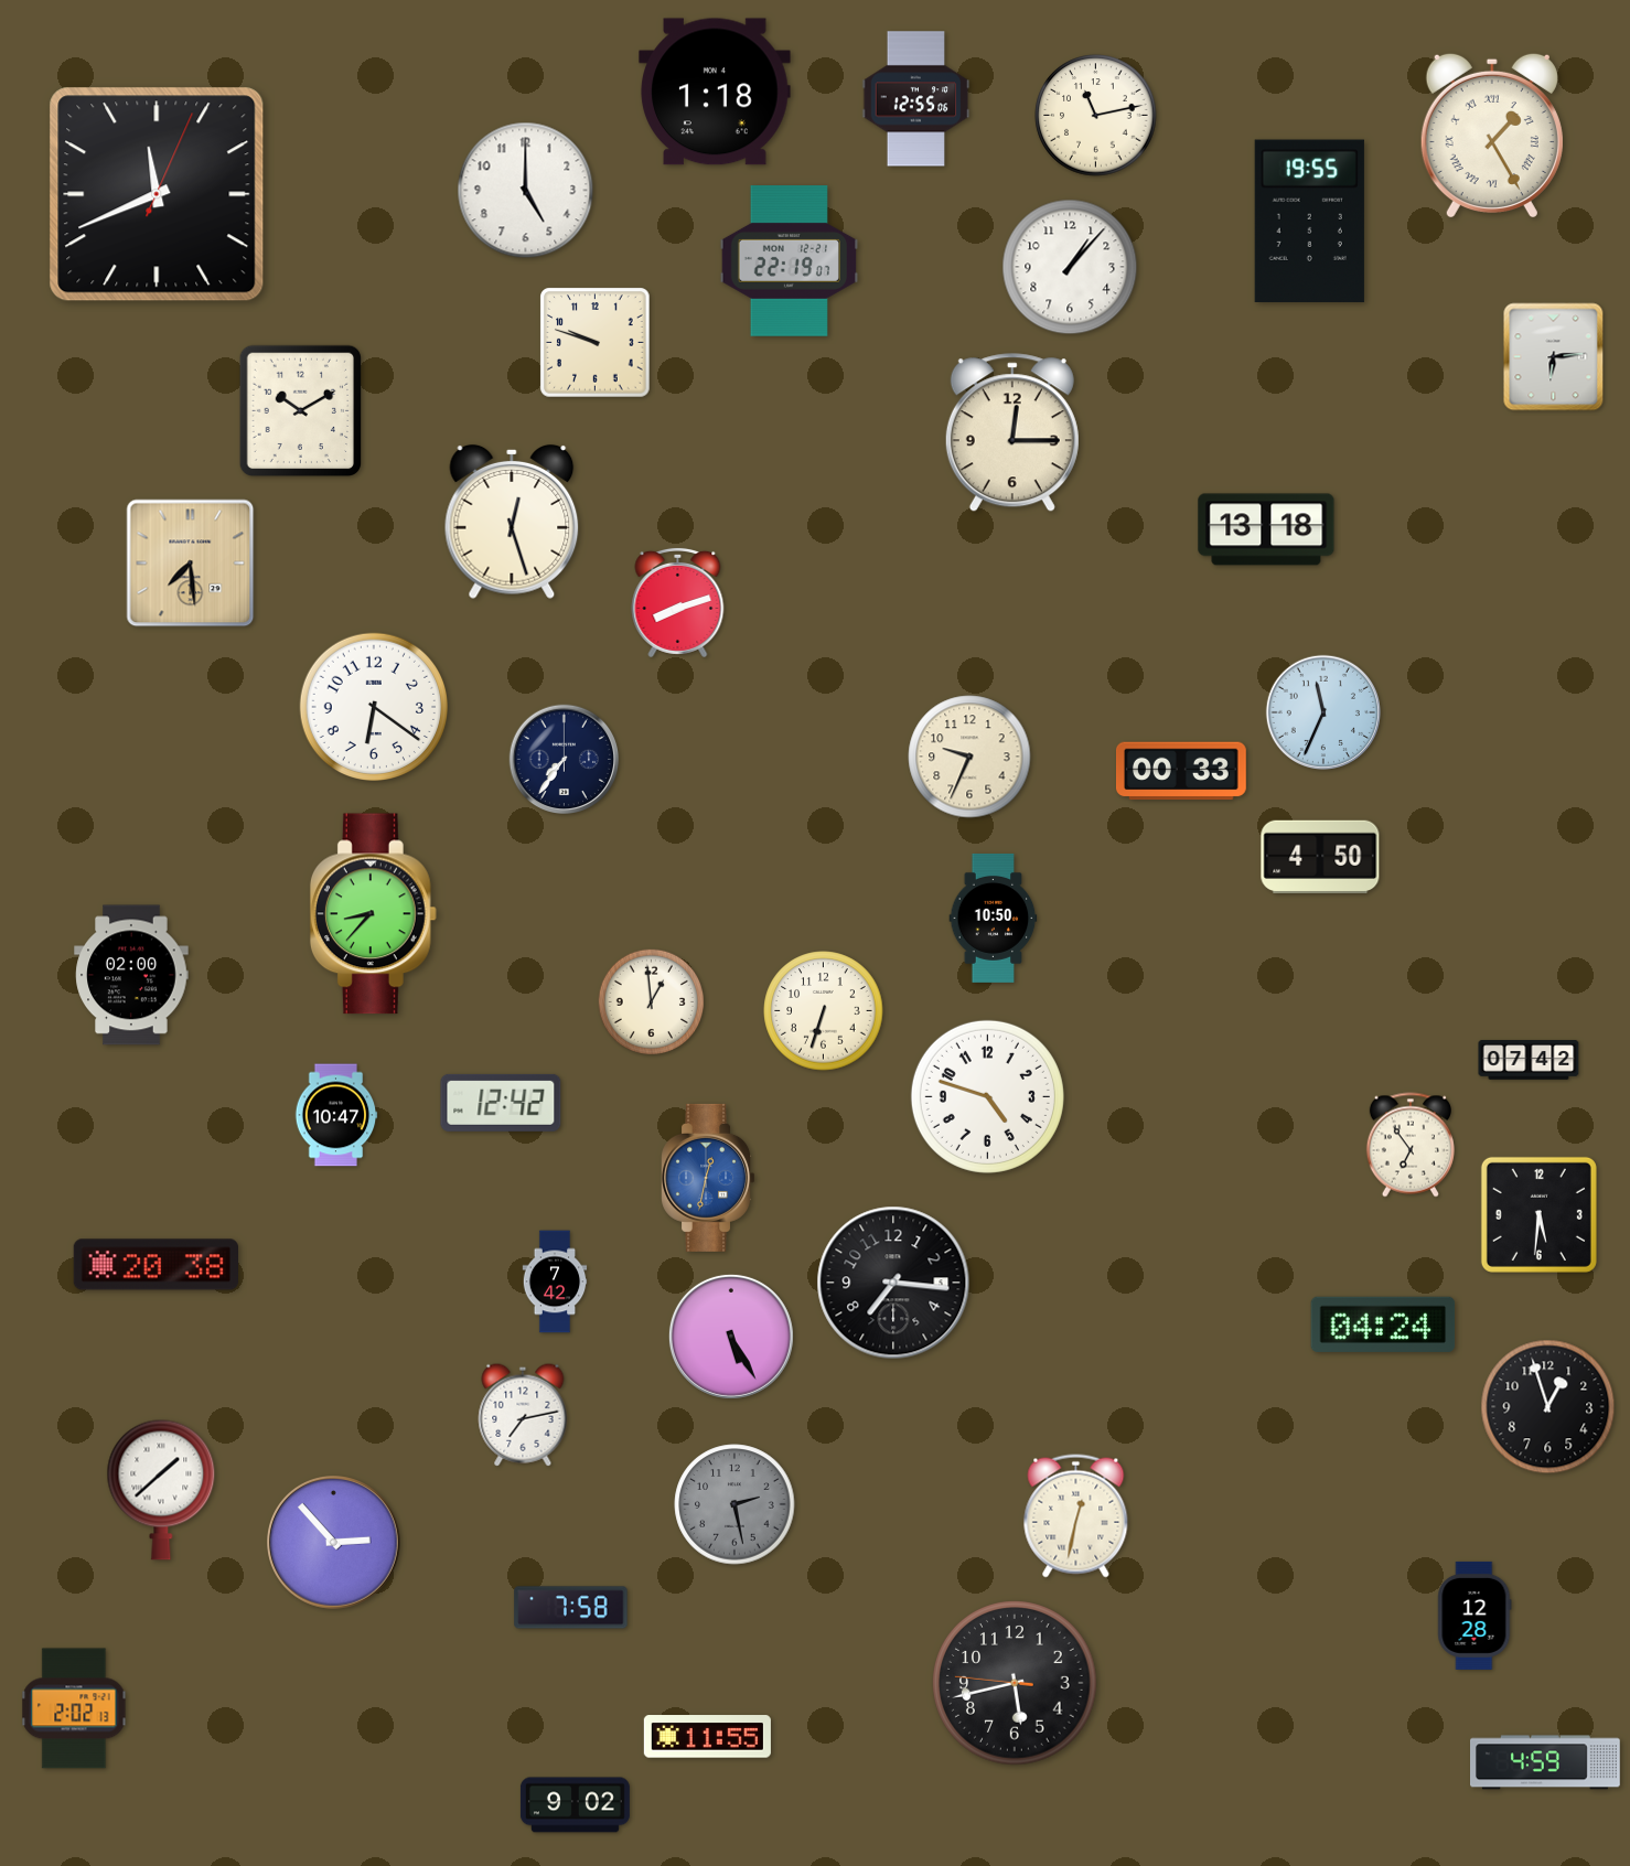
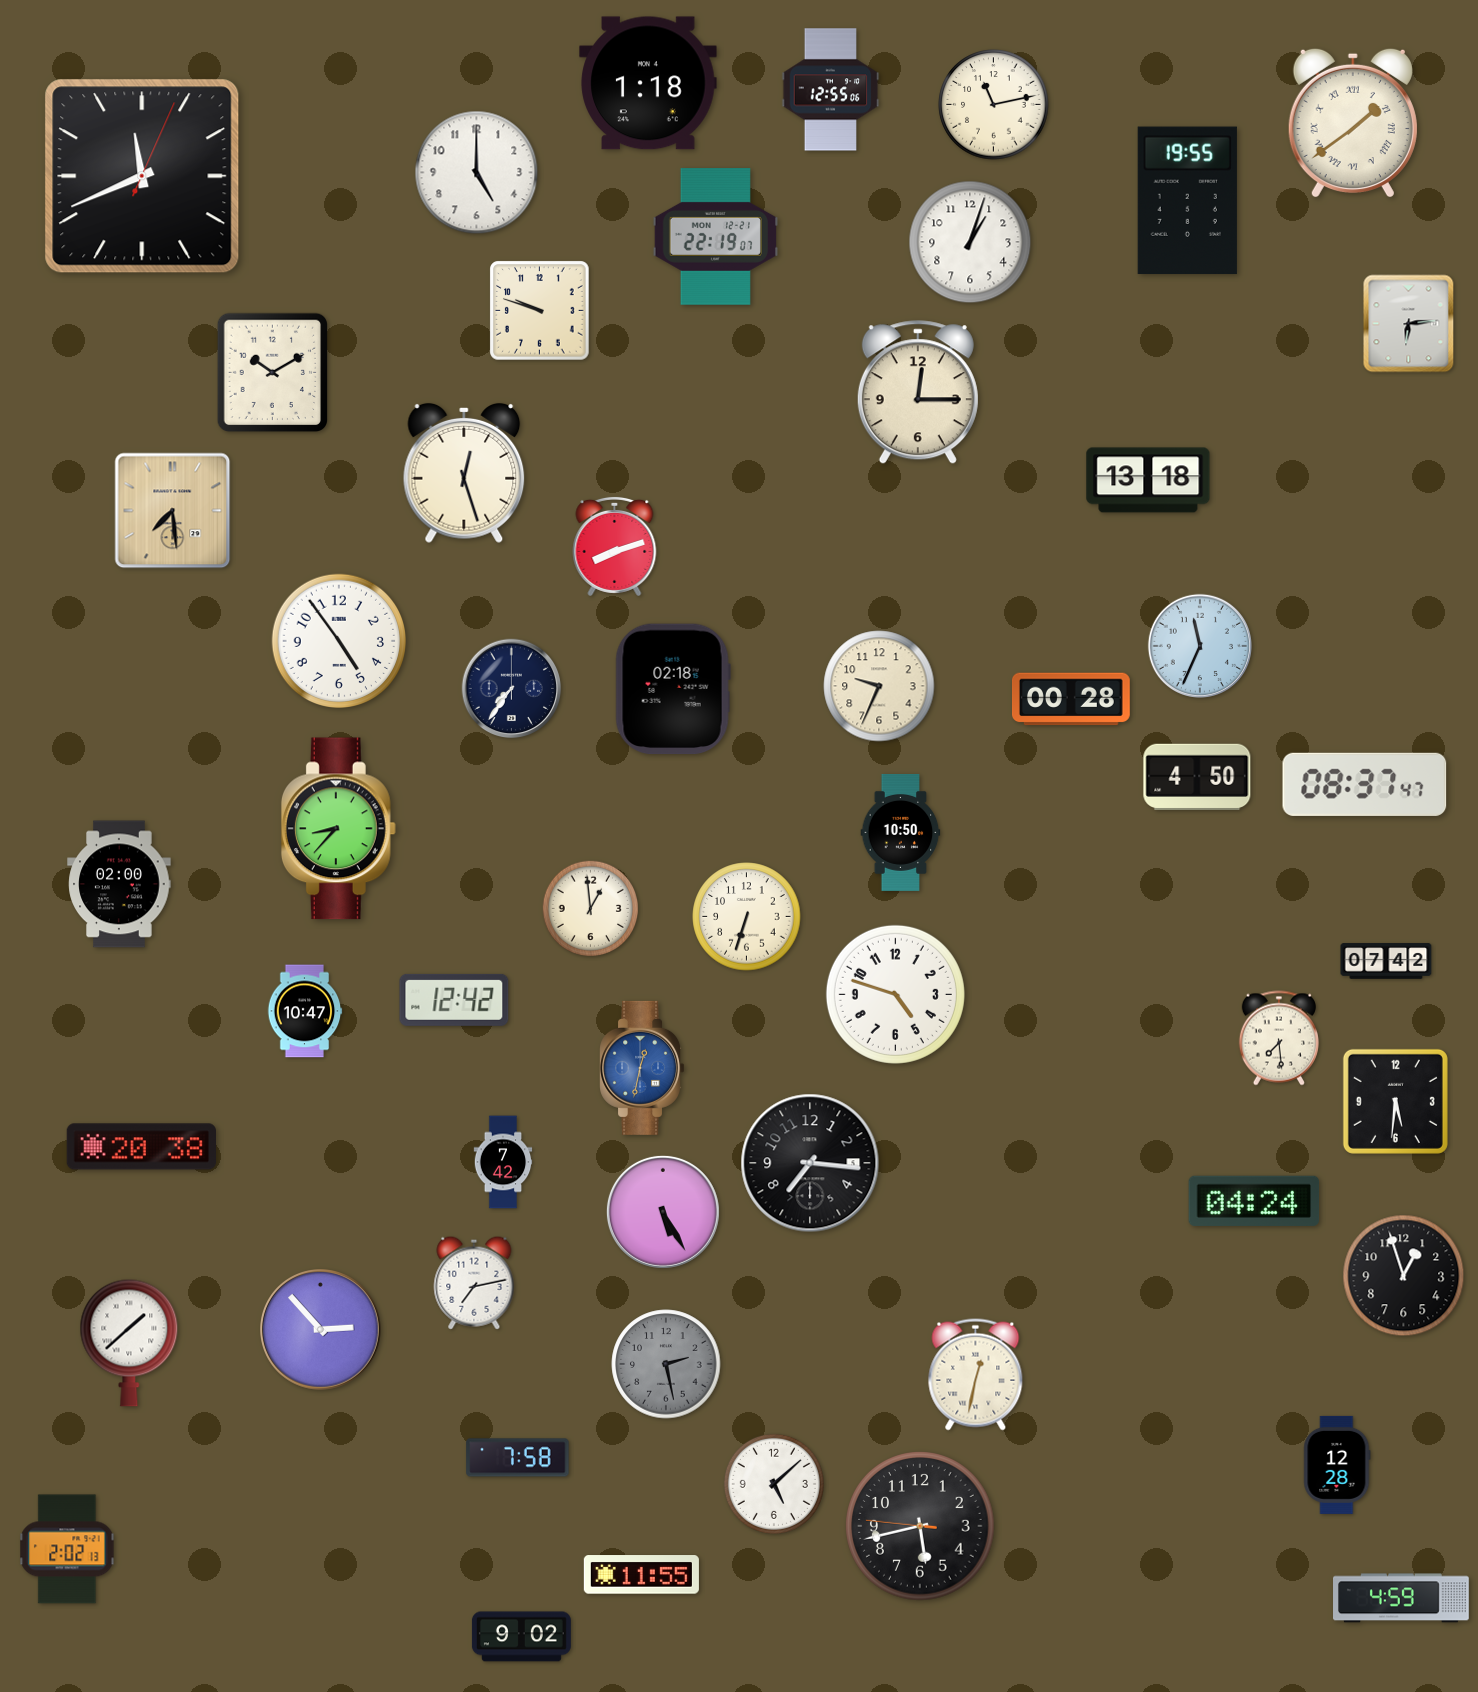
clock at (1492, 136): 1:25 -> 1:39
clock at (1070, 267): 1:07 -> 1:03
clock at (373, 706): 6:21 -> 4:54
clock at (673, 689): none -> 02:18
clock at (1182, 771): 00:33 -> 00:28
clock at (1365, 784): none -> 08:37
clock at (1411, 1145): 6:54 -> 7:29
clock at (161, 1490) position: (161, 1490) -> (129, 1343)
clock at (334, 1543) position: (334, 1543) -> (321, 1330)
clock at (774, 1484): none -> 5:08
